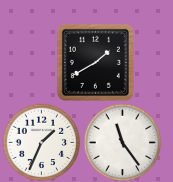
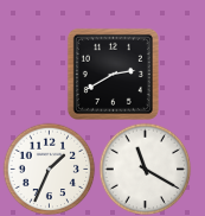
clock at (95, 62): 1:40 -> 2:40
clock at (122, 142): 11:24 -> 11:20
